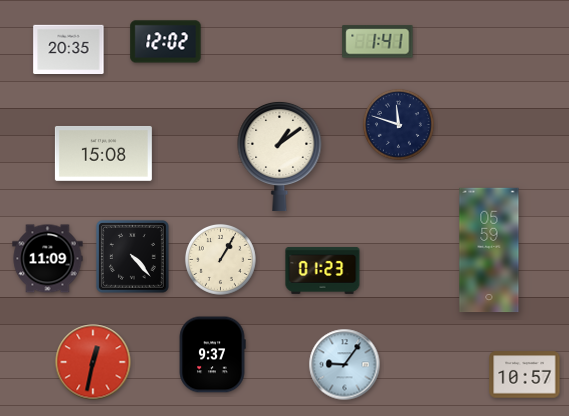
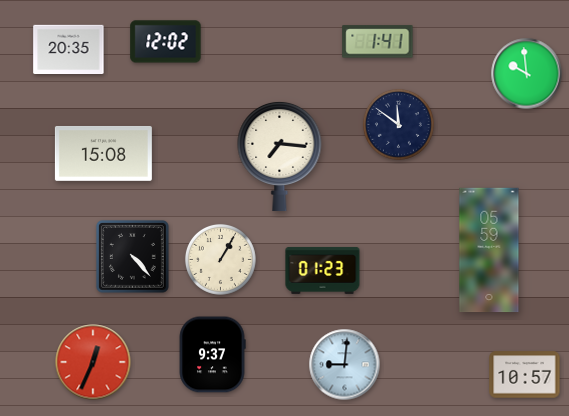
clock at (527, 74): none -> 9:59
clock at (399, 125): 11:48 -> 11:51
clock at (280, 156): 1:09 -> 7:16
clock at (48, 259): 11:09 -> none
clock at (93, 362): 12:32 -> 12:34
clock at (345, 365): 9:06 -> 9:01
